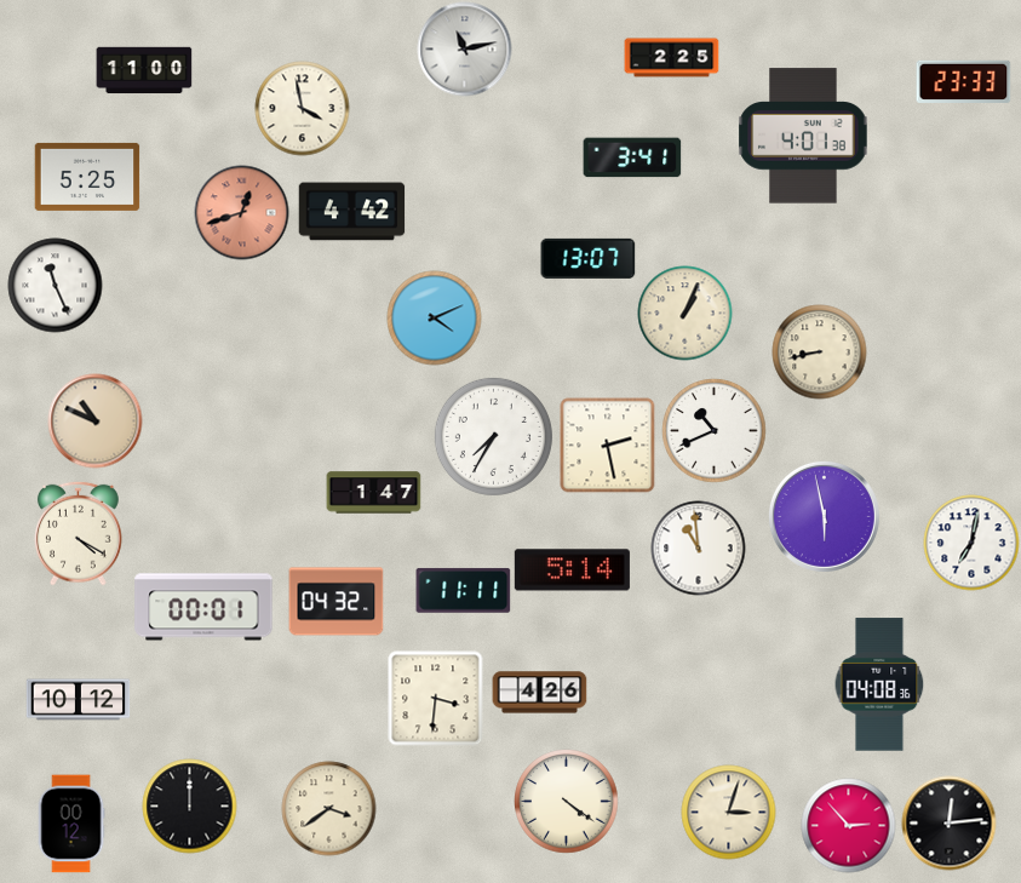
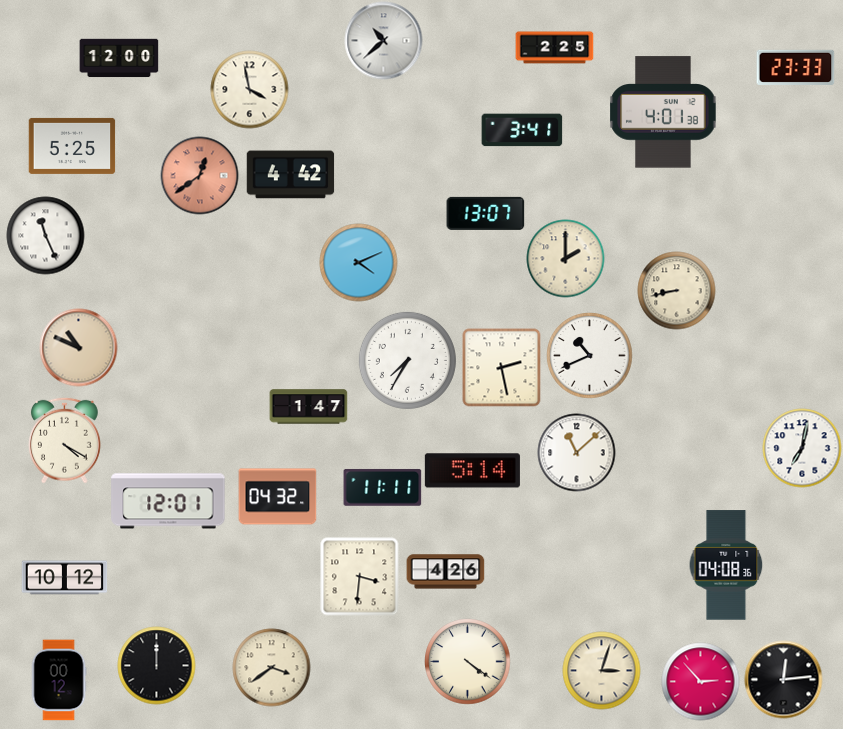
clock at (464, 48): 11:13 -> 10:38
clock at (144, 70): 11:00 -> 12:00
clock at (241, 212): 12:42 -> 12:39
clock at (684, 313): 1:04 -> 2:00
clock at (824, 516): 5:58 -> none
clock at (698, 547): 10:59 -> 11:08
clock at (203, 607): 00:01 -> 12:01
